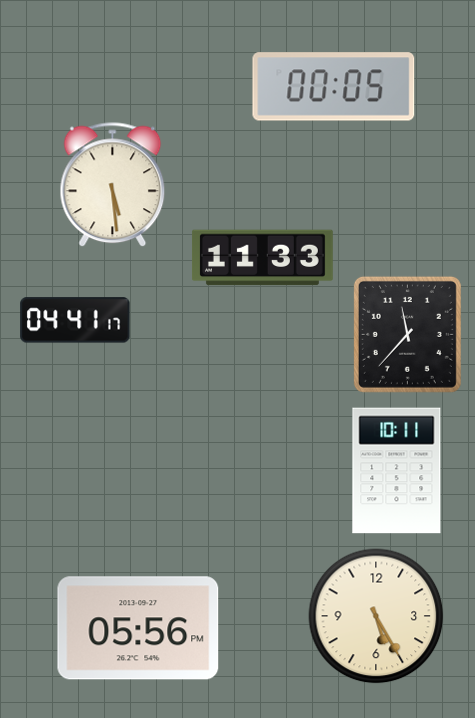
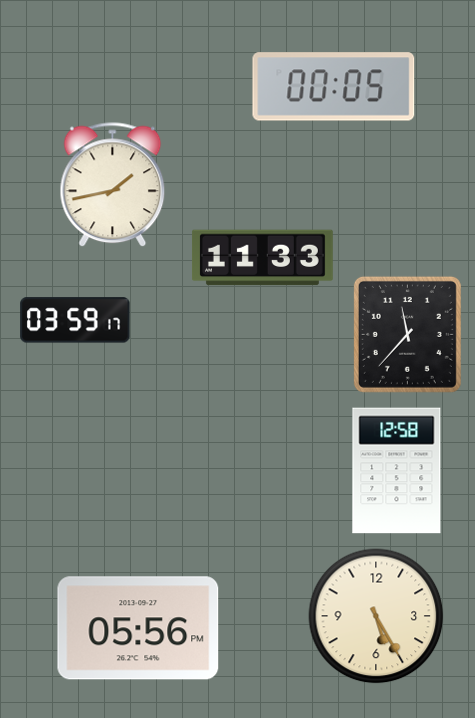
clock at (113, 185): 5:29 -> 1:43
clock at (75, 320): 04:41 -> 03:59
clock at (397, 471): 10:11 -> 12:58
